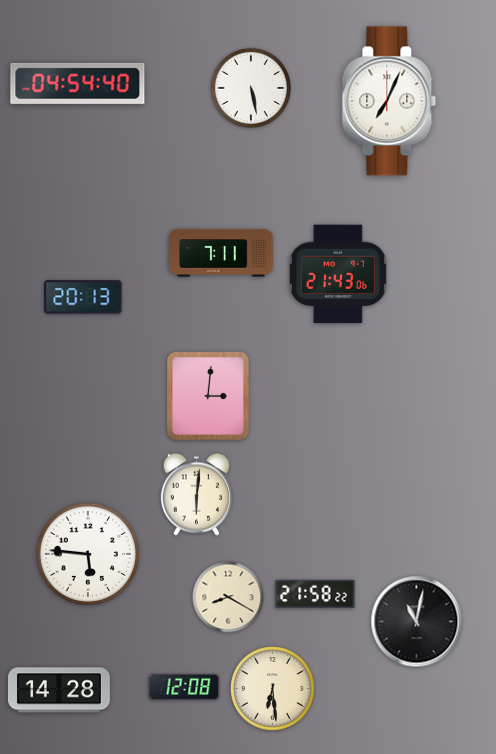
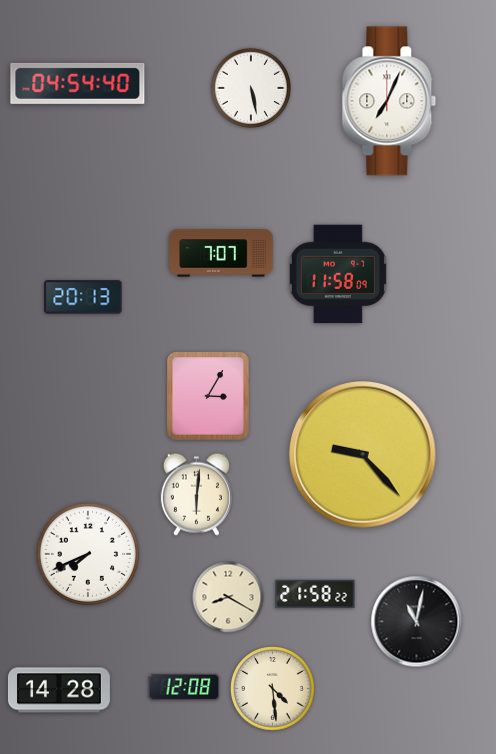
clock at (221, 253): 7:11 -> 7:07
clock at (338, 274): 21:43 -> 11:58
clock at (209, 396): 3:01 -> 3:05
clock at (363, 455): none -> 9:23
clock at (87, 553): 5:46 -> 7:41
clock at (273, 689): 6:29 -> 4:29
